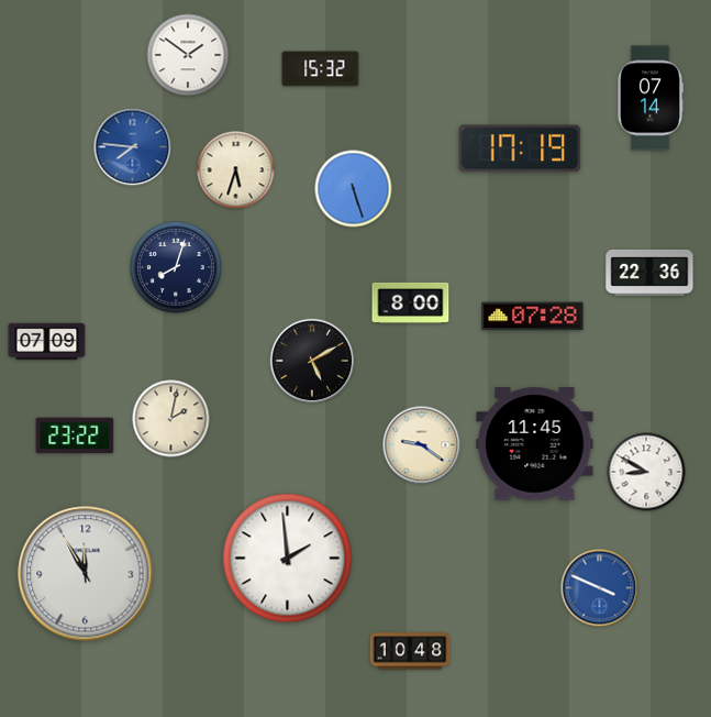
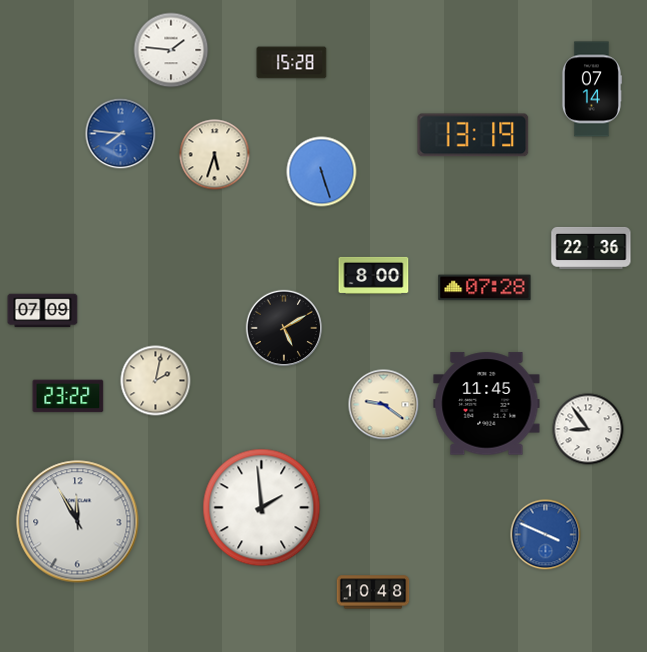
clock at (188, 55): 1:51 -> 1:46
clock at (321, 69): 15:32 -> 15:28
clock at (520, 148): 17:19 -> 13:19
clock at (176, 267): 8:03 -> none
clock at (646, 472): 8:50 -> 8:54
